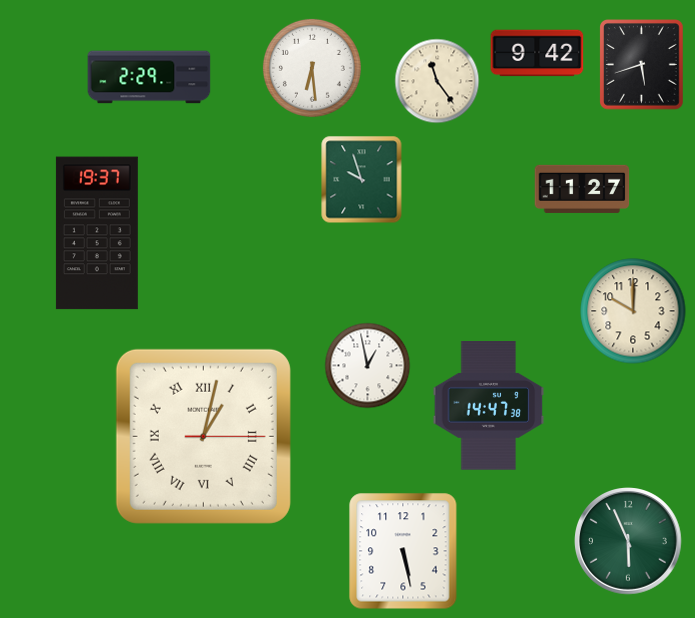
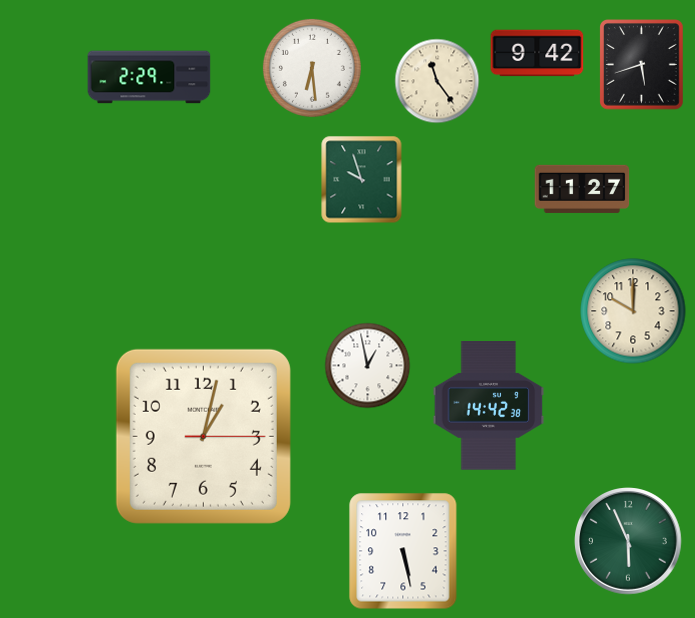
clock at (97, 233): 19:37 -> none
clock at (489, 406): 14:47 -> 14:42
clock at (203, 436) numerals: Roman -> Arabic
